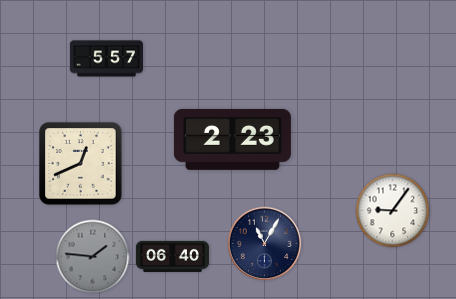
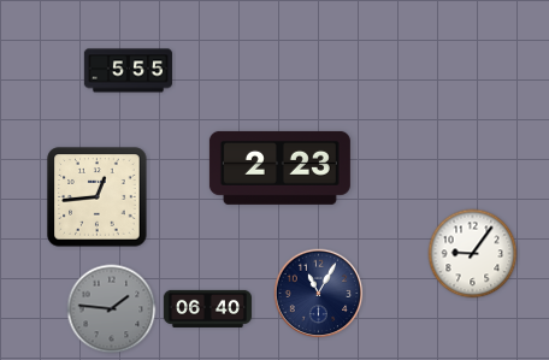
clock at (106, 59): 5:57 -> 5:55
clock at (81, 164): 12:41 -> 12:44
